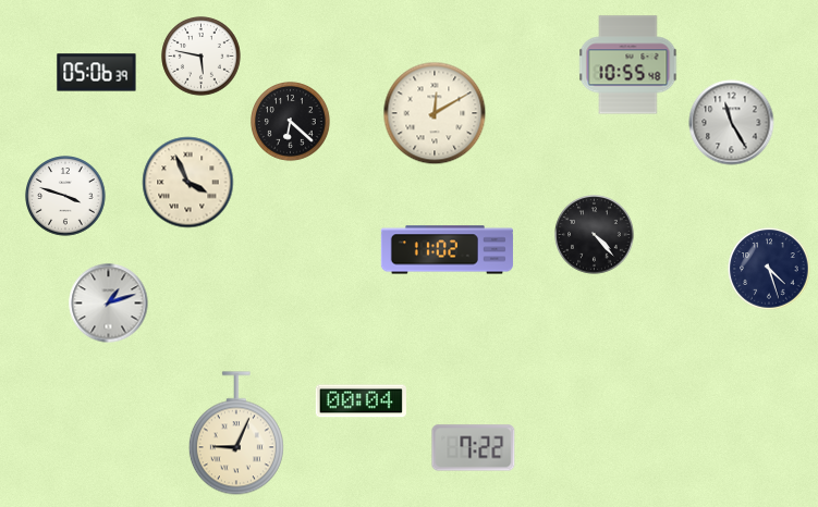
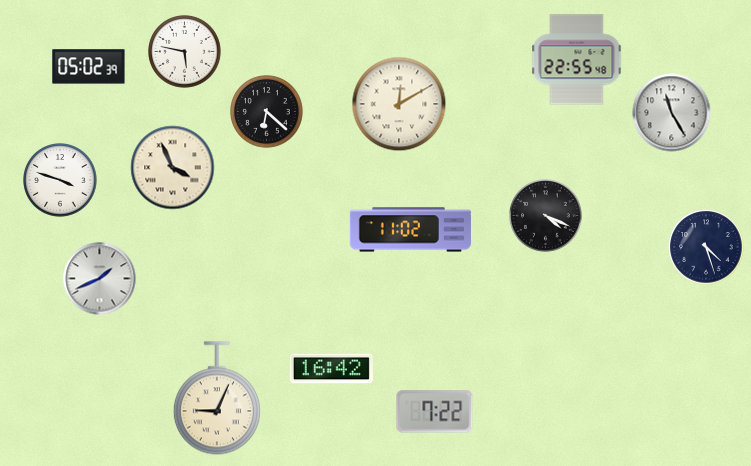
clock at (628, 65): 10:55 -> 22:55
clock at (97, 73): 05:06 -> 05:02
clock at (595, 235): 4:23 -> 4:19
clock at (109, 304): 1:12 -> 1:41
clock at (361, 401): 00:04 -> 16:42
